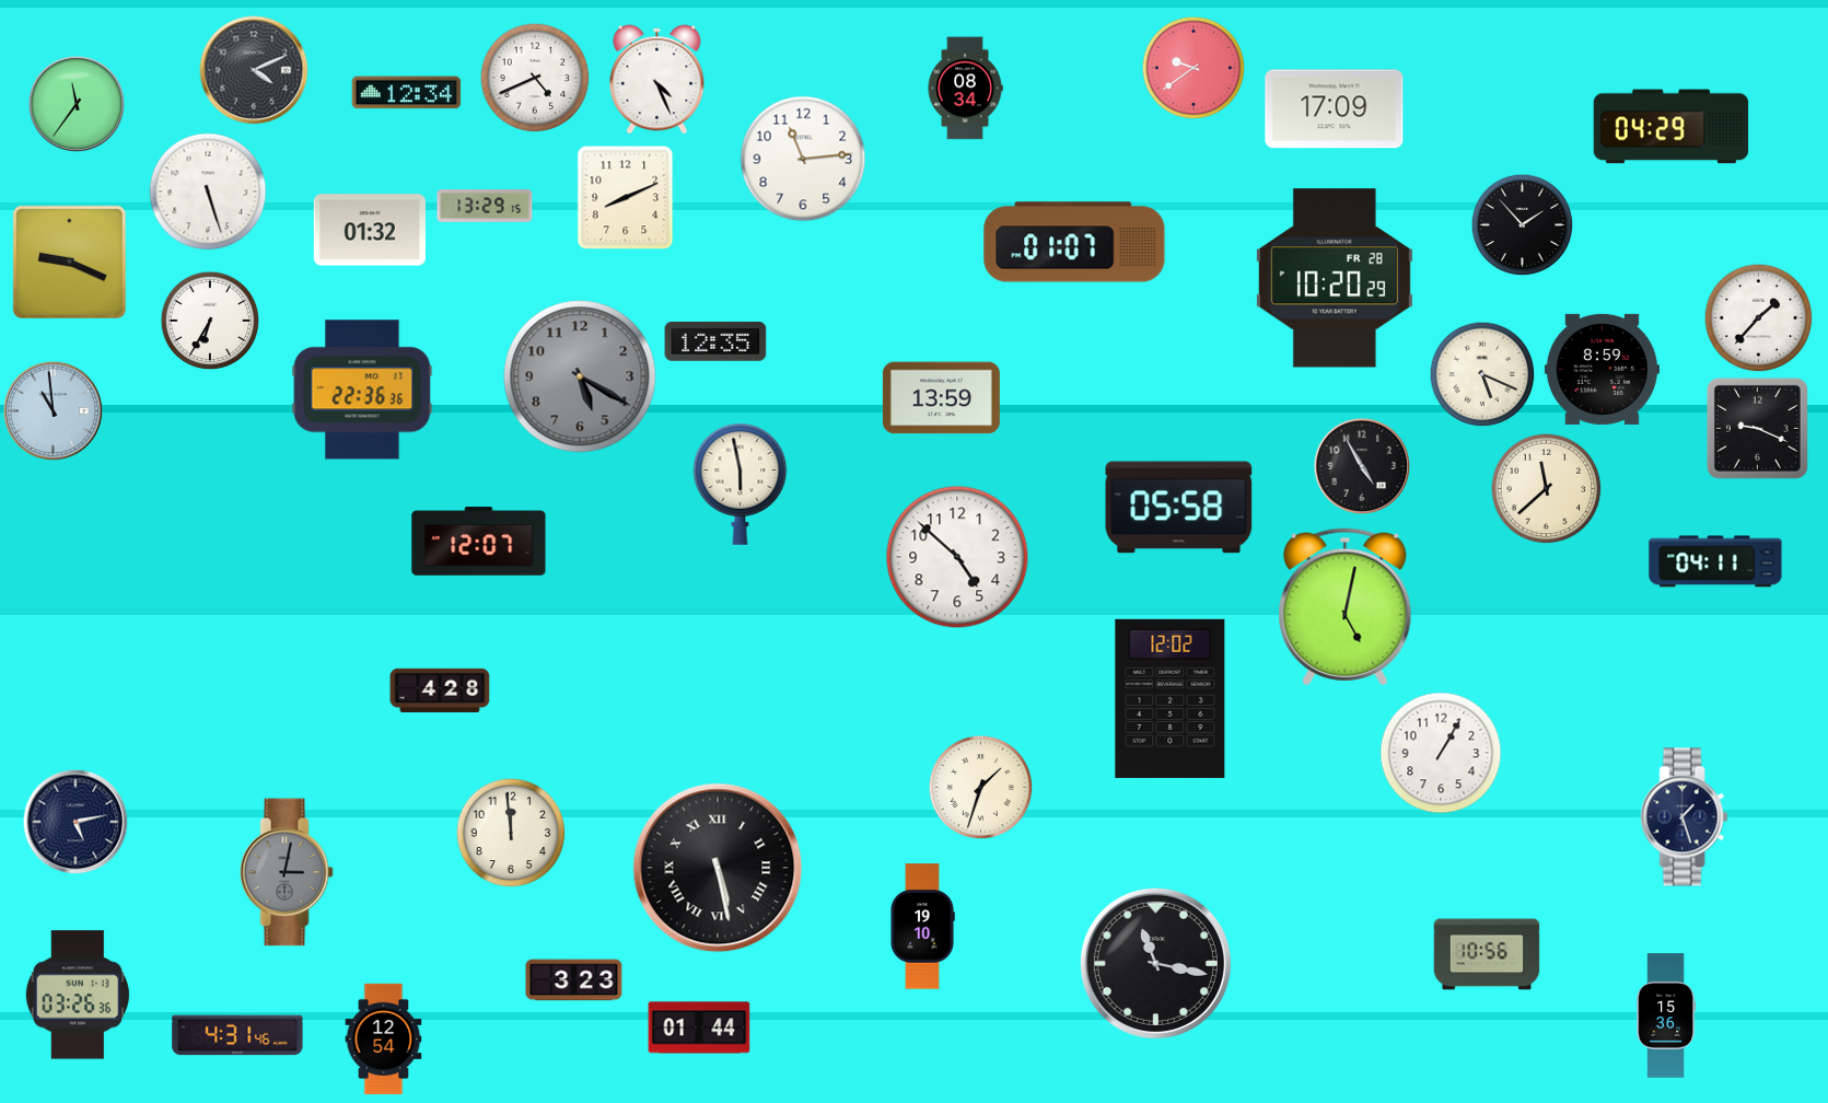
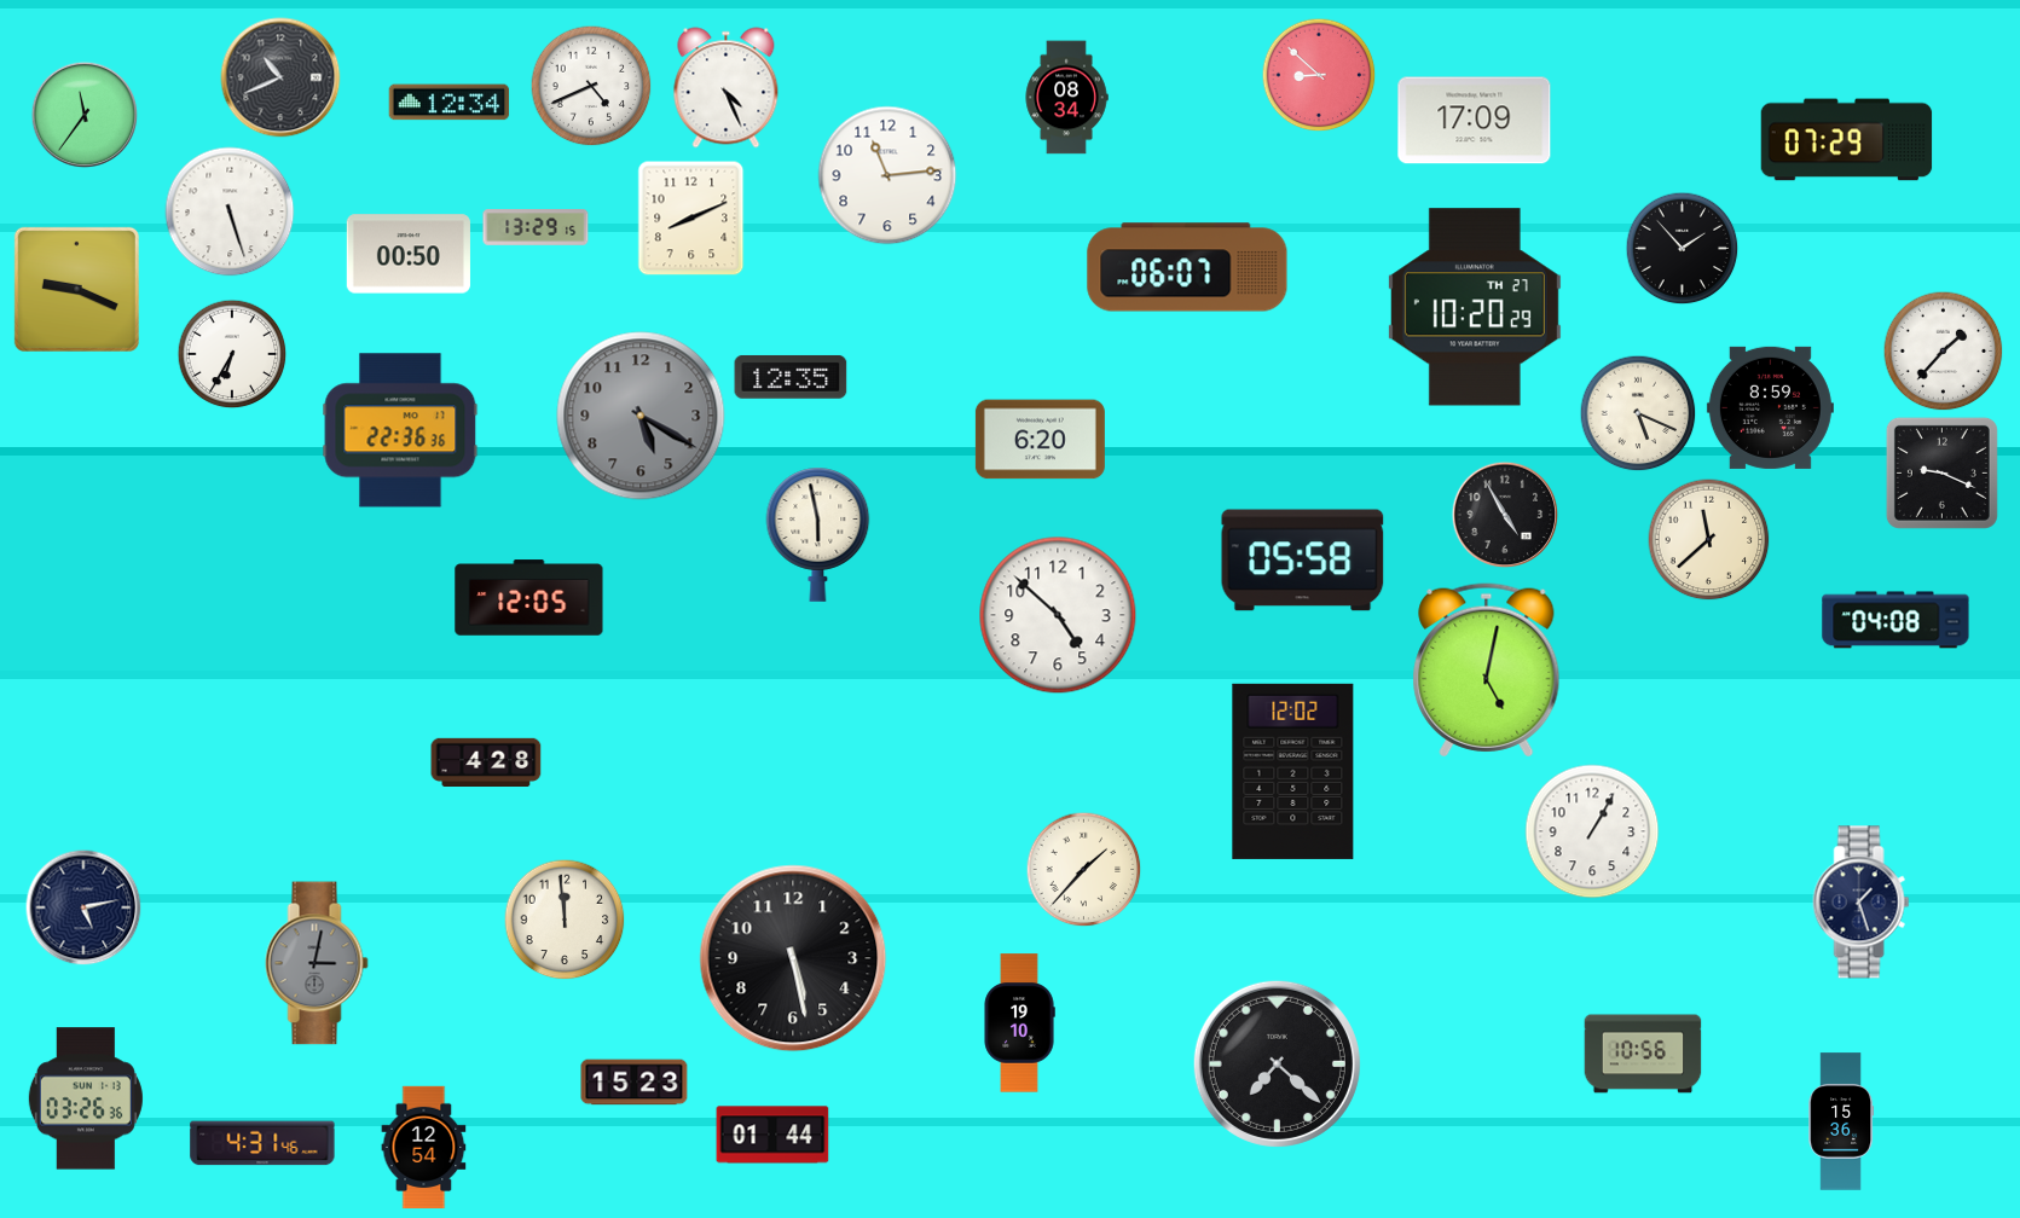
clock at (1194, 68): 9:39 -> 8:52
clock at (254, 70): 4:11 -> 10:41
clock at (1672, 127): 04:29 -> 07:29
clock at (370, 230): 01:32 -> 00:50
clock at (1074, 242): 01:07 -> 06:07
clock at (1335, 278) date: FR 28 -> TH 27
clock at (941, 398): 13:59 -> 6:20
clock at (53, 410): 10:59 -> none
clock at (479, 542): 12:07 -> 12:05
clock at (1715, 561): 04:11 -> 04:08
clock at (980, 787): 1:33 -> 1:37
clock at (718, 868) numerals: Roman -> Arabic
clock at (1155, 963): 11:17 -> 7:22
clock at (574, 980): 3:23 -> 15:23
